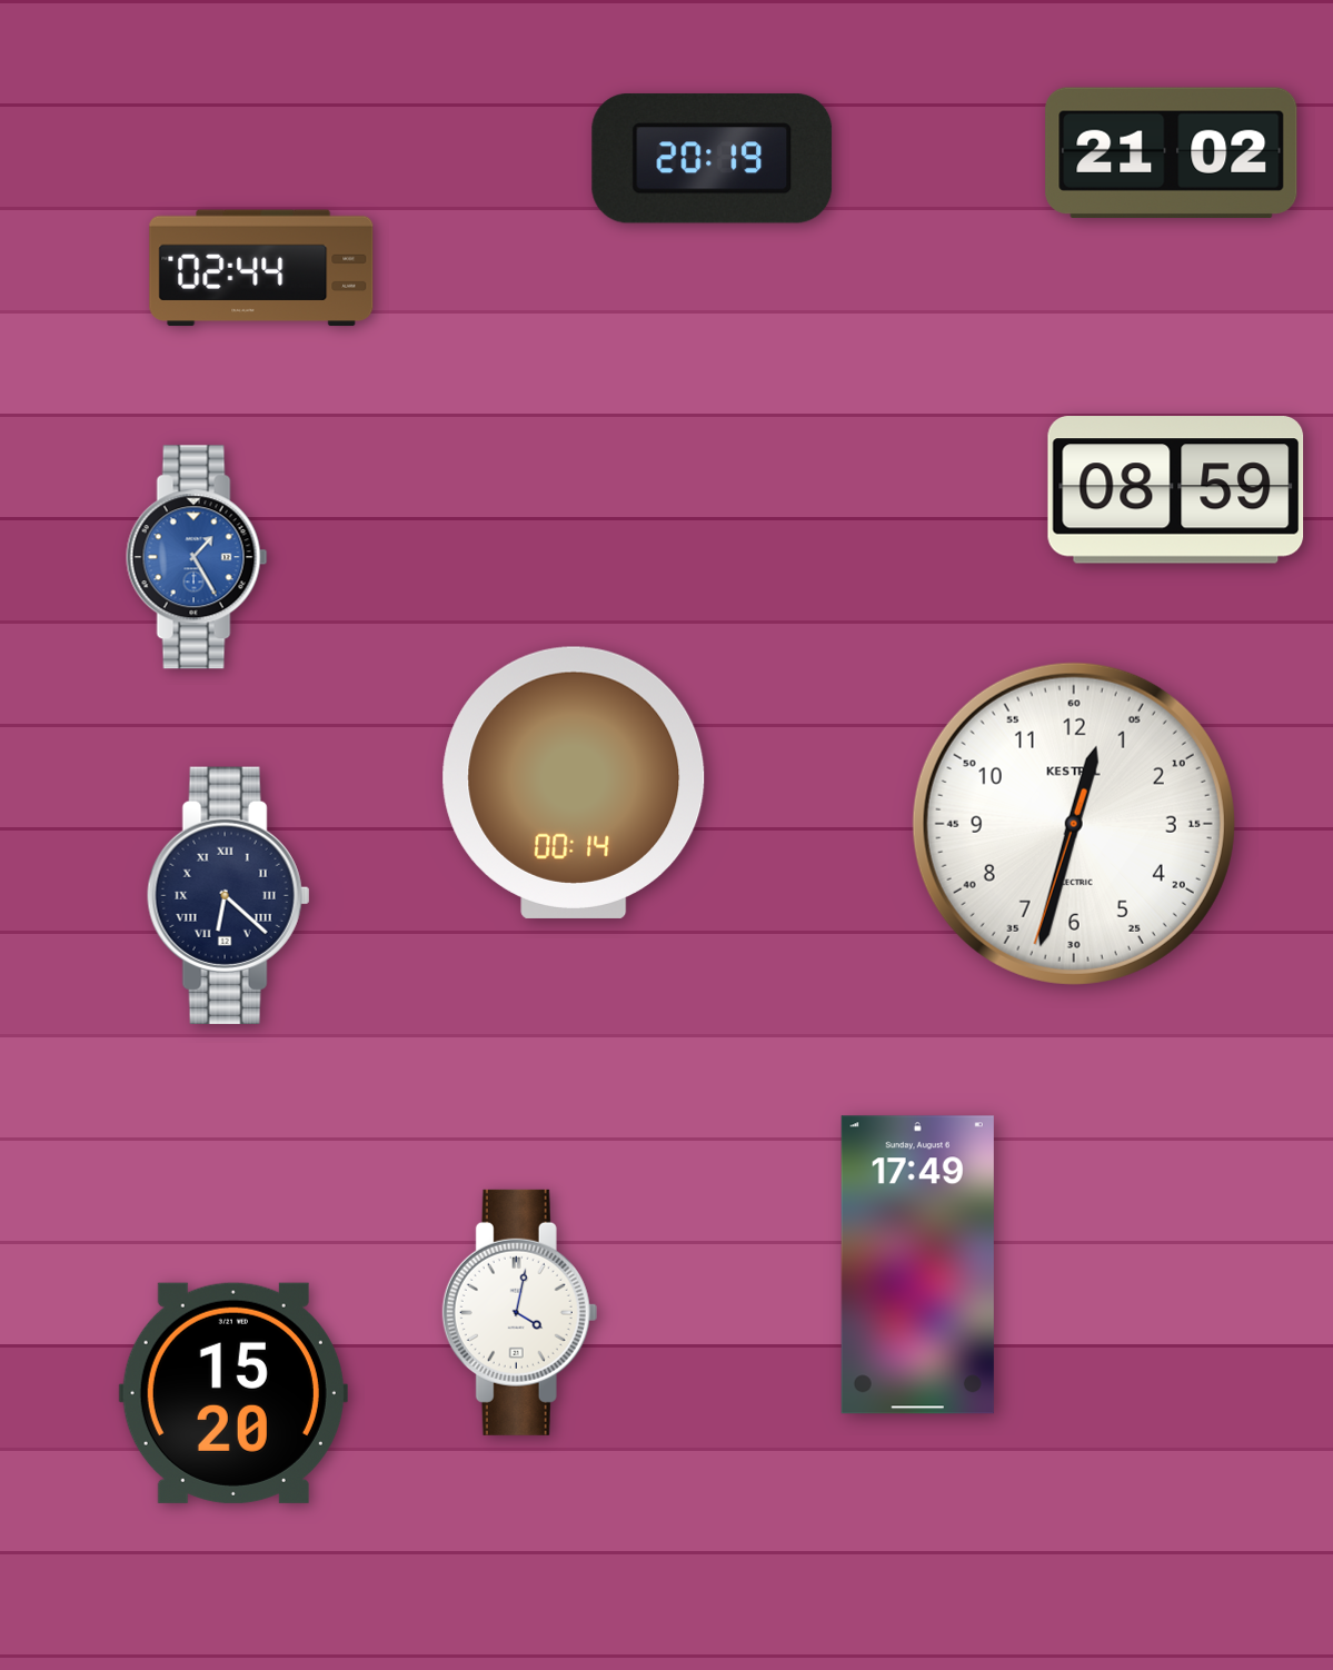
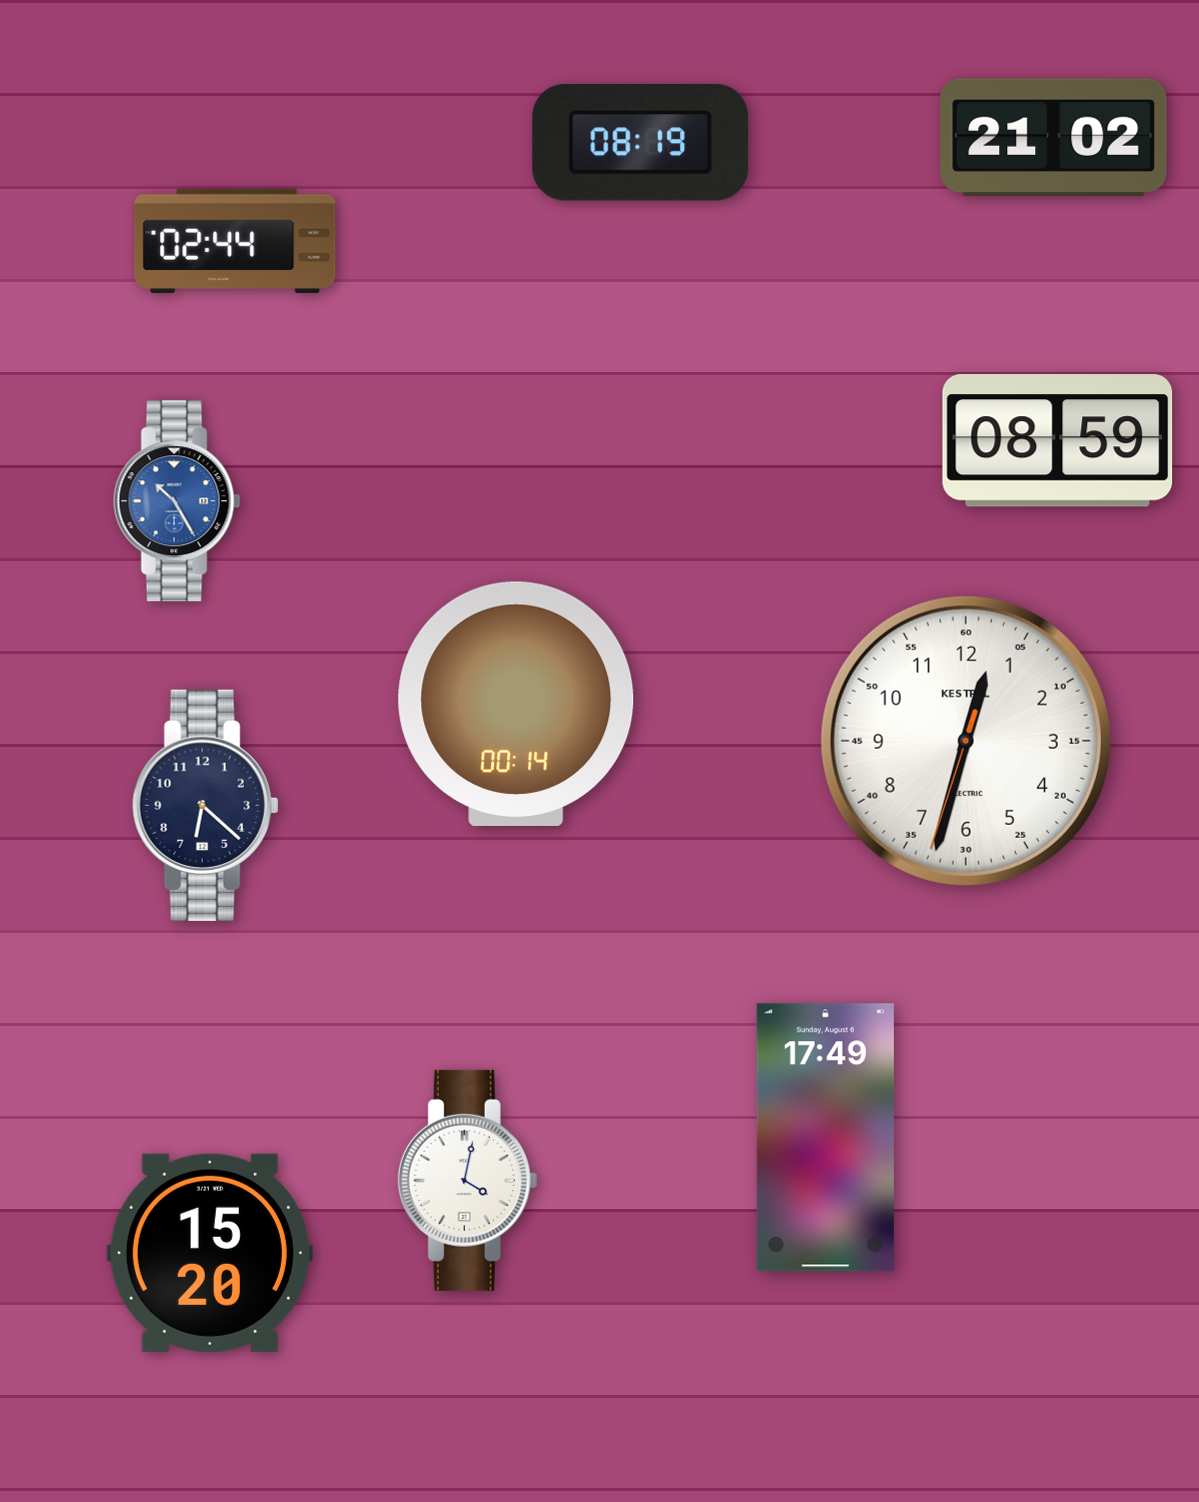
clock at (713, 158): 20:19 -> 08:19
clock at (197, 557): 1:25 -> 10:25
clock at (229, 895) numerals: Roman -> Arabic
